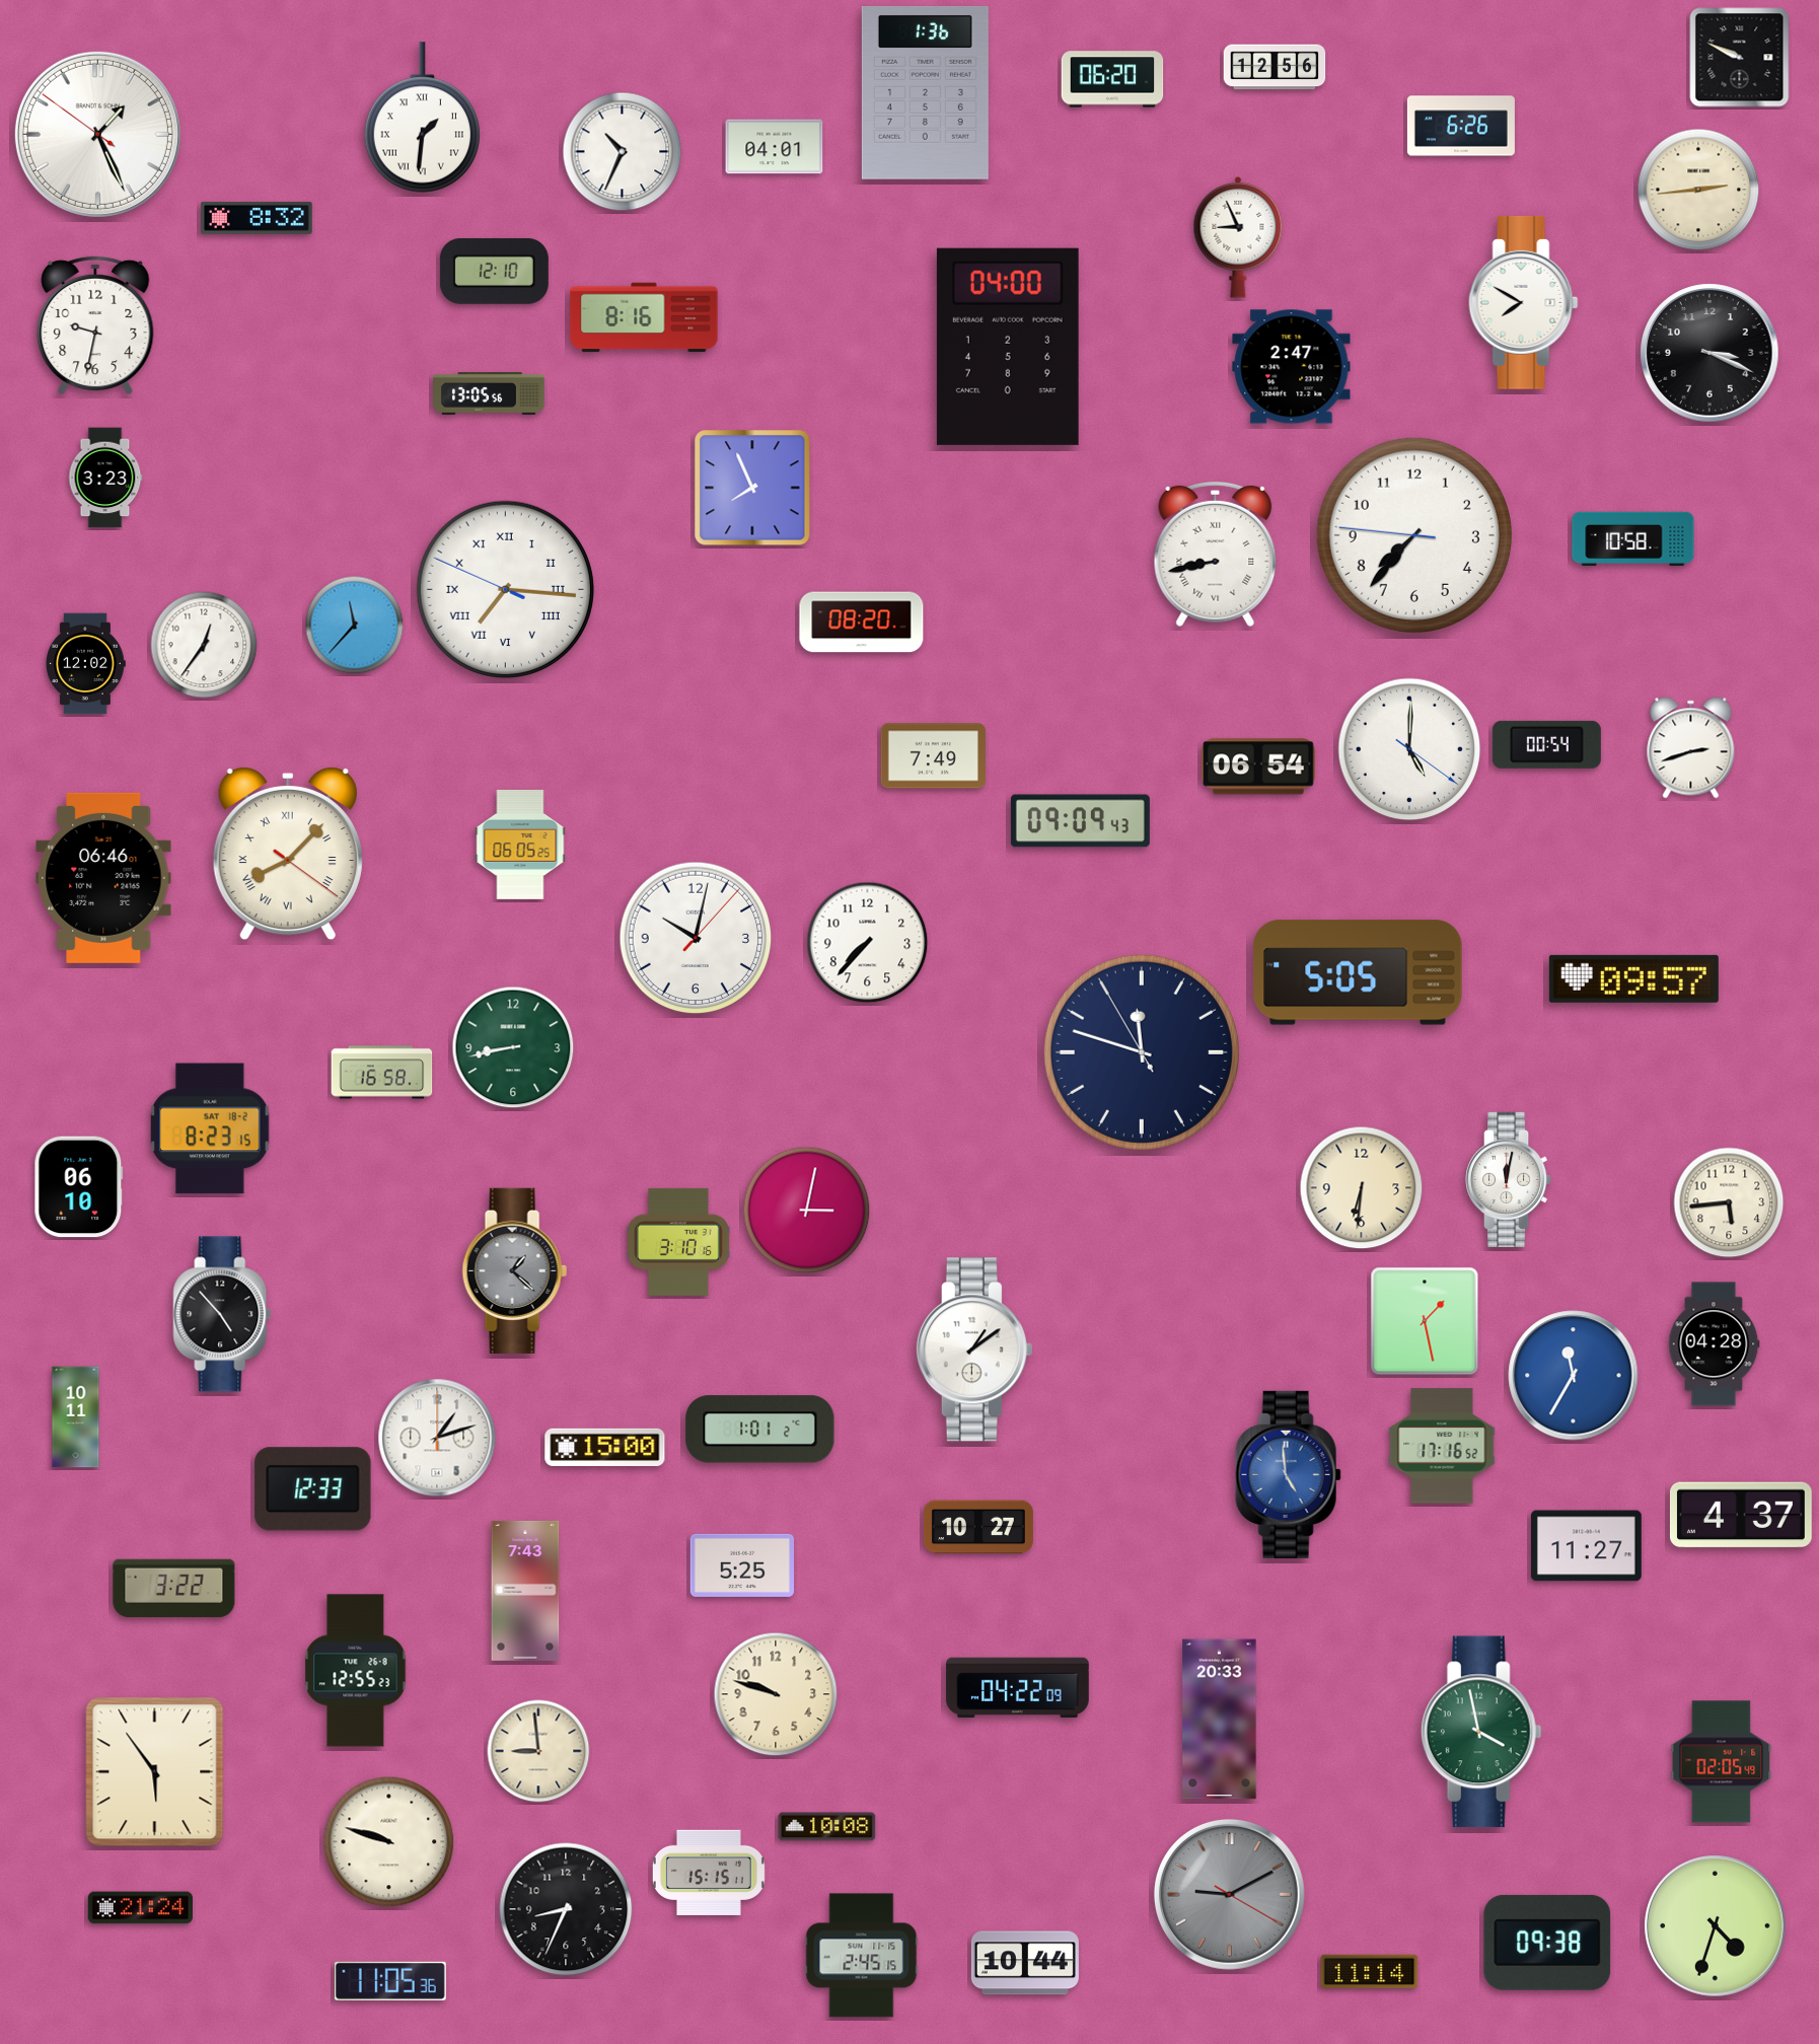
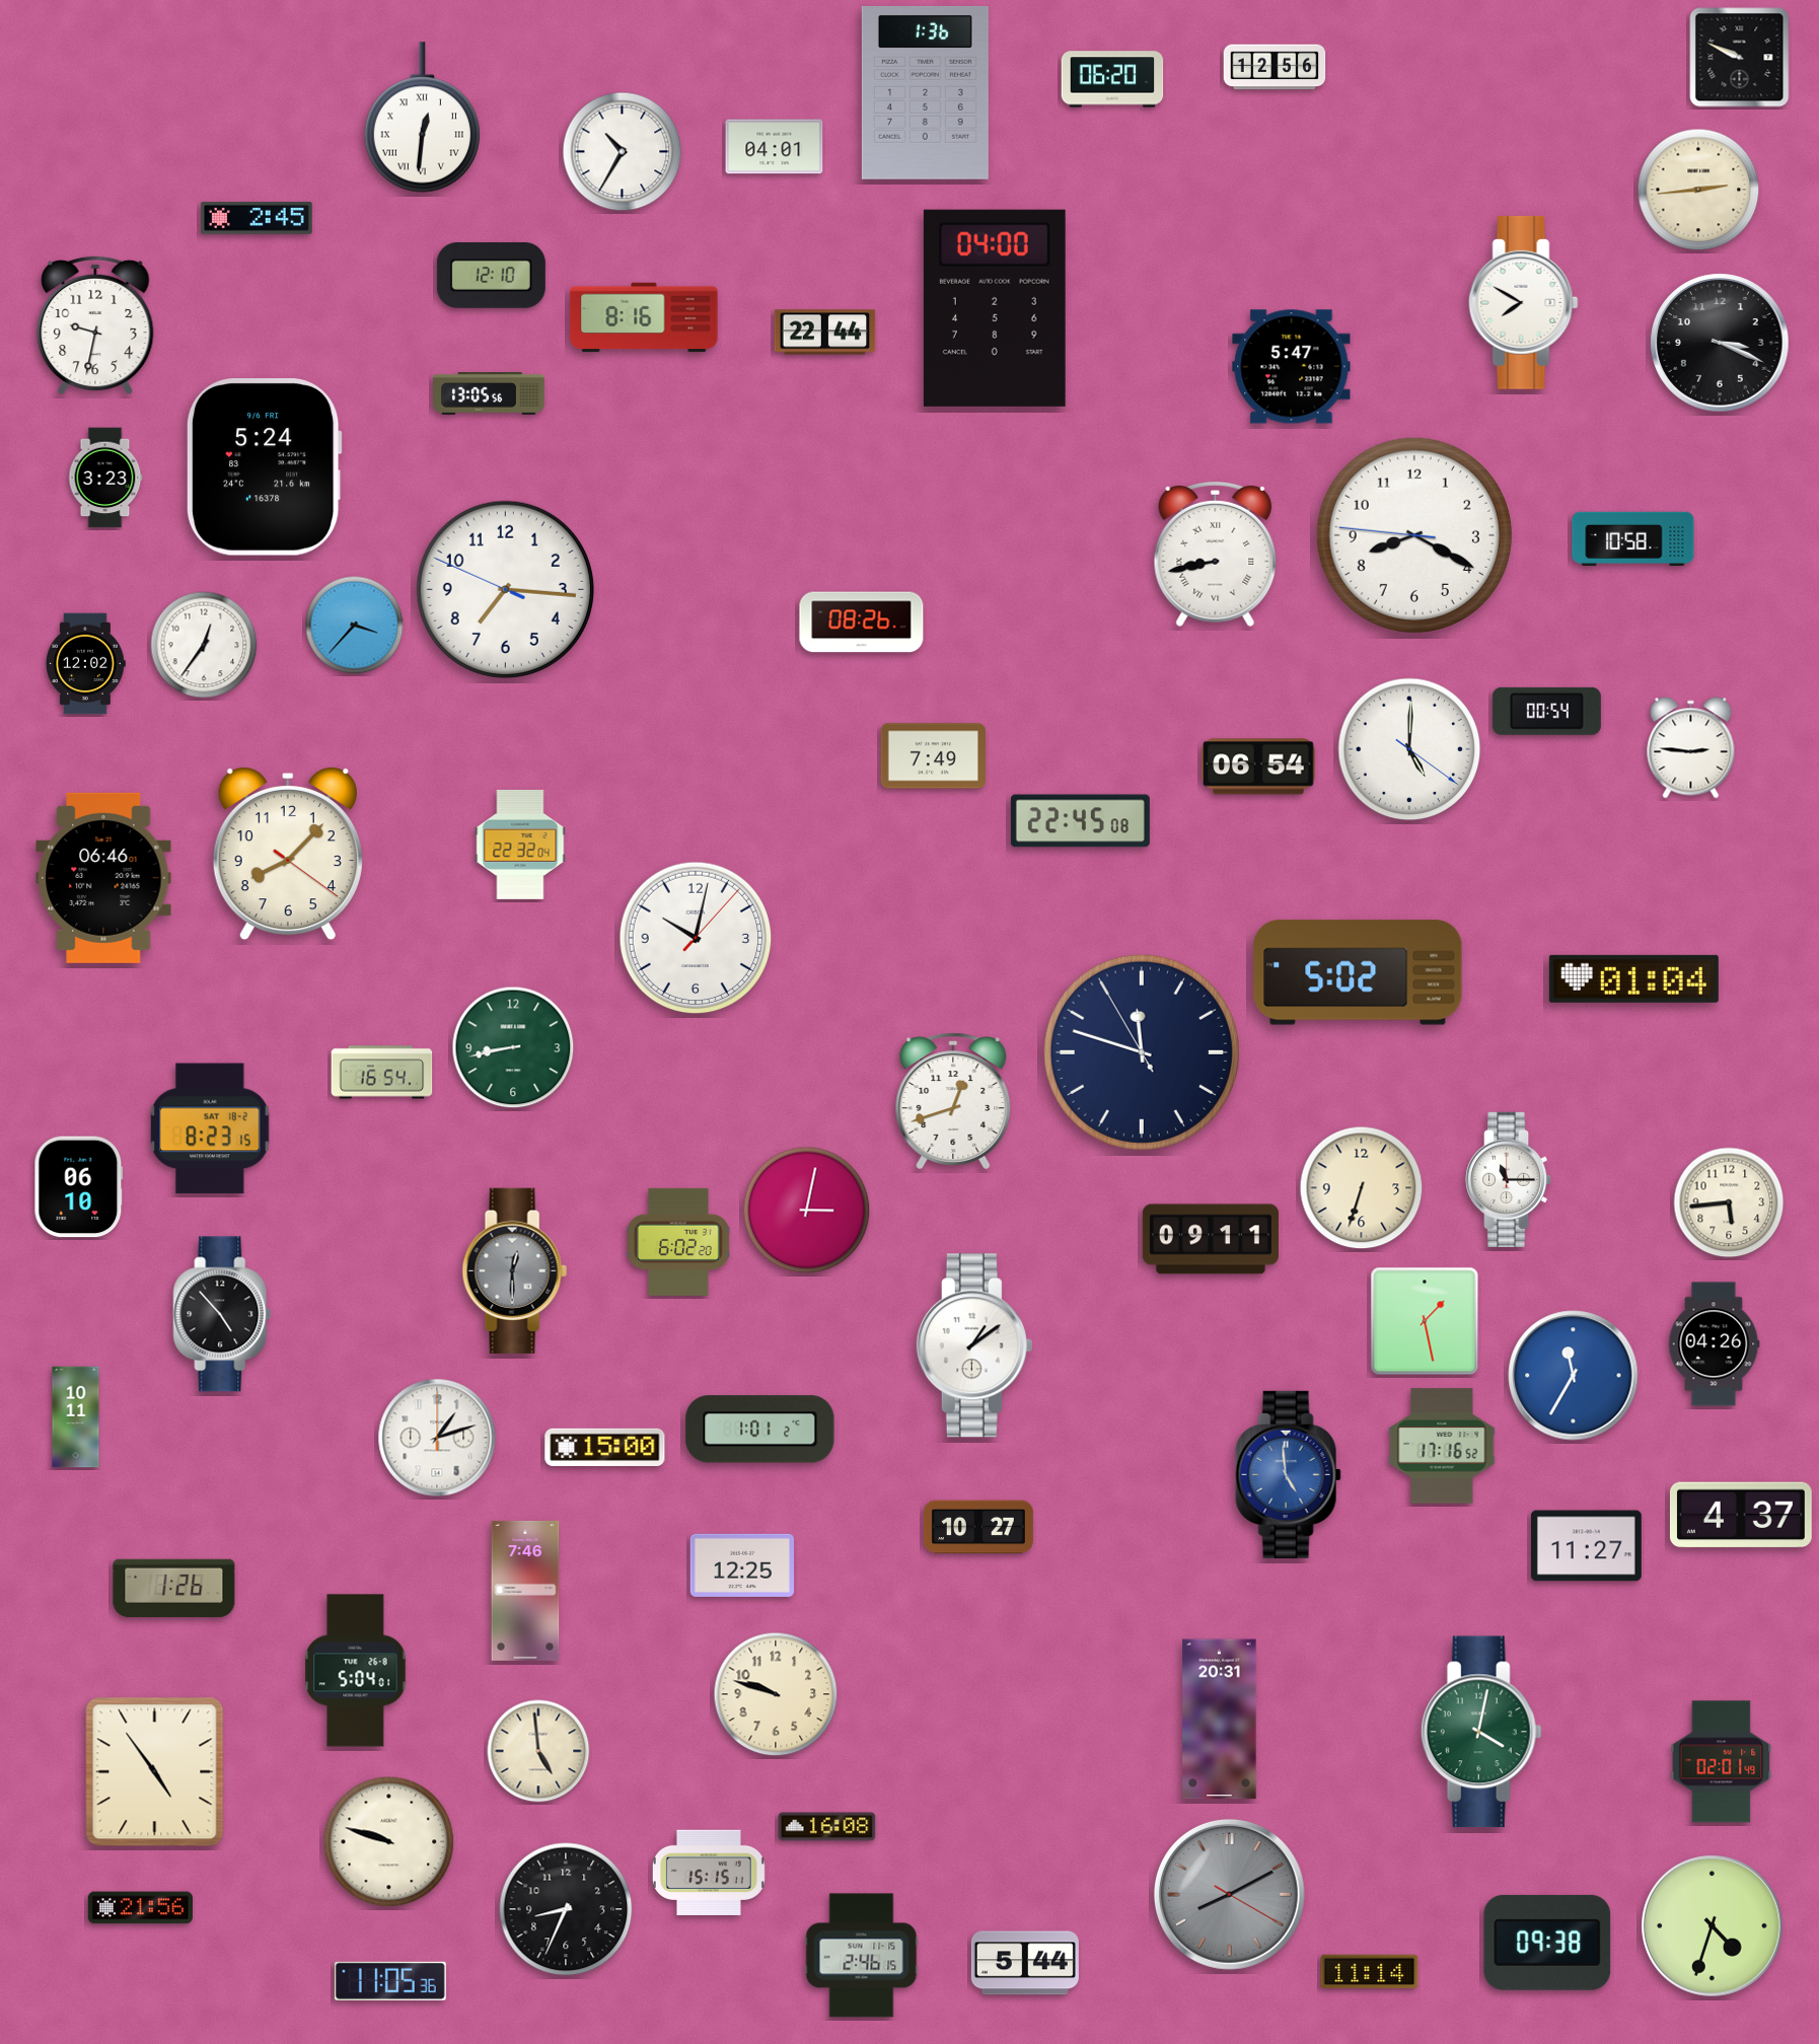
clock at (422, 118): 1:31 -> 12:31
clock at (1461, 126): 6:26 -> none
clock at (97, 134): 1:25 -> none
clock at (623, 152): 10:34 -> 10:35
clock at (258, 218): 8:32 -> 2:45
clock at (1238, 237): 8:56 -> none
clock at (494, 271) position: (494, 271) -> (491, 275)
clock at (825, 333): none -> 22:44
clock at (1008, 347) position: (1008, 347) -> (995, 308)
clock at (1709, 353) position: (1709, 353) -> (1720, 343)
clock at (1292, 367): 2:47 -> 5:47
clock at (264, 467): none -> 5:24
clock at (752, 488): 7:56 -> none
clock at (1414, 535): 7:36 -> 8:19
clock at (505, 589) numerals: Roman -> Arabic
clock at (862, 623): 08:20 -> 08:26
clock at (355, 626): 11:37 -> 3:37
clock at (1546, 744) position: (1546, 744) -> (1546, 711)
clock at (1691, 748): 2:42 -> 2:46
clock at (1080, 821): 09:09 -> 22:45
clock at (520, 845): 06:05 -> 22:32
clock at (288, 854) numerals: Roman -> Arabic
clock at (868, 943): 7:37 -> none
clock at (1358, 972): 5:05 -> 5:02
clock at (1633, 978): 09:57 -> 01:04
clock at (382, 1073): 16:58 -> 16:54
clock at (953, 1101): none -> 12:42
clock at (1509, 1179): 12:02 -> 11:15
clock at (1362, 1188): 6:31 -> 6:33
clock at (1211, 1239): none -> 09:11
clock at (679, 1242): 3:10 -> 6:02
clock at (514, 1270): 1:22 -> 12:30
clock at (1715, 1344): 04:28 -> 04:26
clock at (974, 1349) position: (974, 1349) -> (974, 1345)
clock at (313, 1489): 12:33 -> none
clock at (741, 1565): 5:25 -> 12:25
clock at (174, 1589): 3:22 -> 1:26
clock at (525, 1591): 7:43 -> 7:46
clock at (356, 1671): 12:55 -> 5:04
clock at (1018, 1688): 04:22 -> none
clock at (1220, 1720): 20:33 -> 20:31
clock at (1481, 1732): 3:58 -> 4:02
clock at (538, 1751): 8:59 -> 4:59
clock at (1722, 1762): 02:05 -> 02:01
clock at (155, 1772): 5:54 -> 4:54
clock at (827, 1827): 10:08 -> 16:08
clock at (1229, 1894): 9:10 -> 8:10
clock at (140, 1908): 21:24 -> 21:56
clock at (1716, 1926) position: (1716, 1926) -> (1713, 1926)
clock at (862, 1956): 2:45 -> 2:46
clock at (1025, 1963): 10:44 -> 5:44
